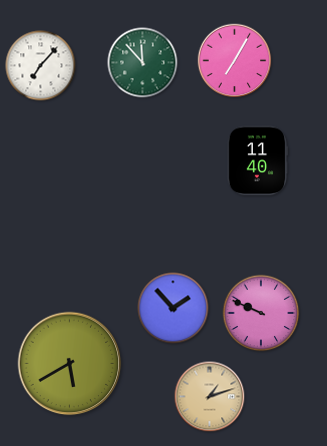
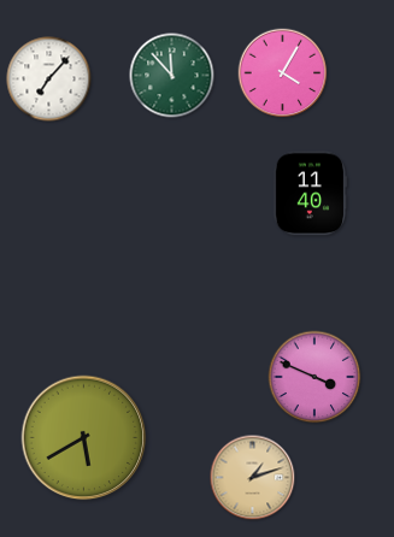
clock at (235, 61): 7:05 -> 4:05
clock at (173, 308): 1:53 -> none
clock at (261, 313): 9:49 -> 3:49
